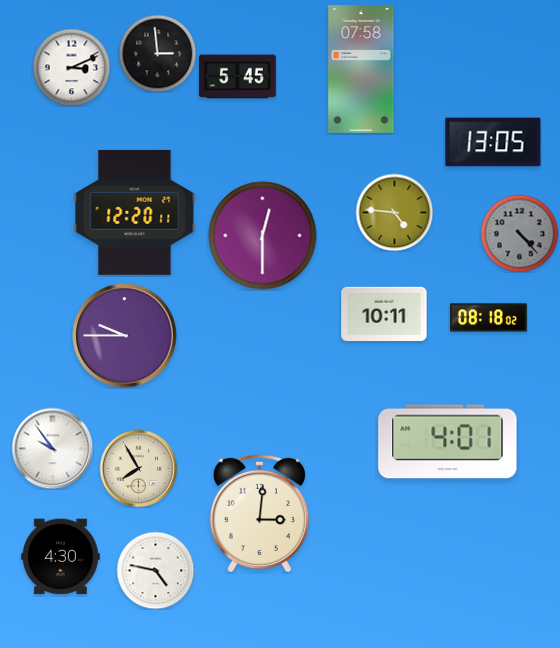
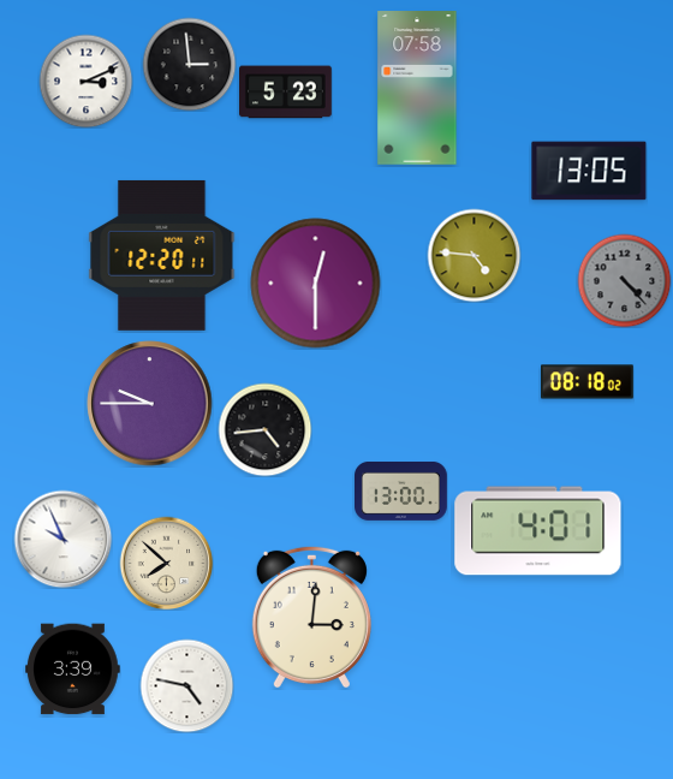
clock at (361, 69) position: (361, 69) -> (417, 88)
clock at (238, 77): 5:45 -> 5:23
clock at (493, 142) position: (493, 142) -> (589, 171)
clock at (384, 313): 10:11 -> none
clock at (264, 429): none -> 4:44
clock at (401, 490): none -> 13:00
clock at (52, 448): 9:54 -> 9:56
clock at (138, 468): 7:55 -> 7:52
clock at (61, 557): 4:30 -> 3:39
